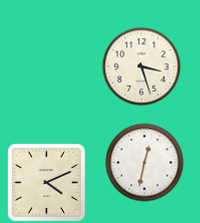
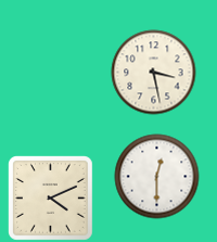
clock at (141, 66): 3:27 -> 3:28
clock at (144, 162): 12:32 -> 12:30
